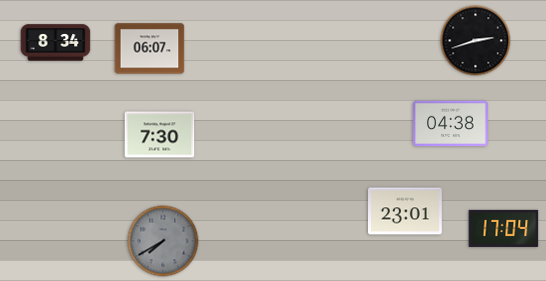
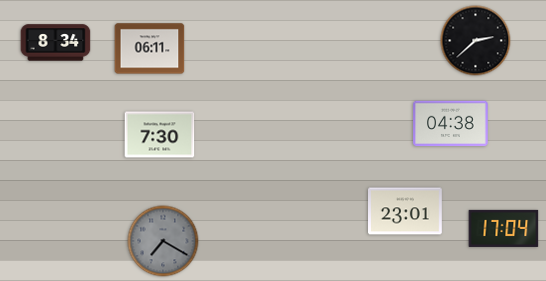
clock at (476, 41): 2:42 -> 2:38
clock at (150, 49): 06:07 -> 06:11
clock at (163, 241): 7:40 -> 7:20
